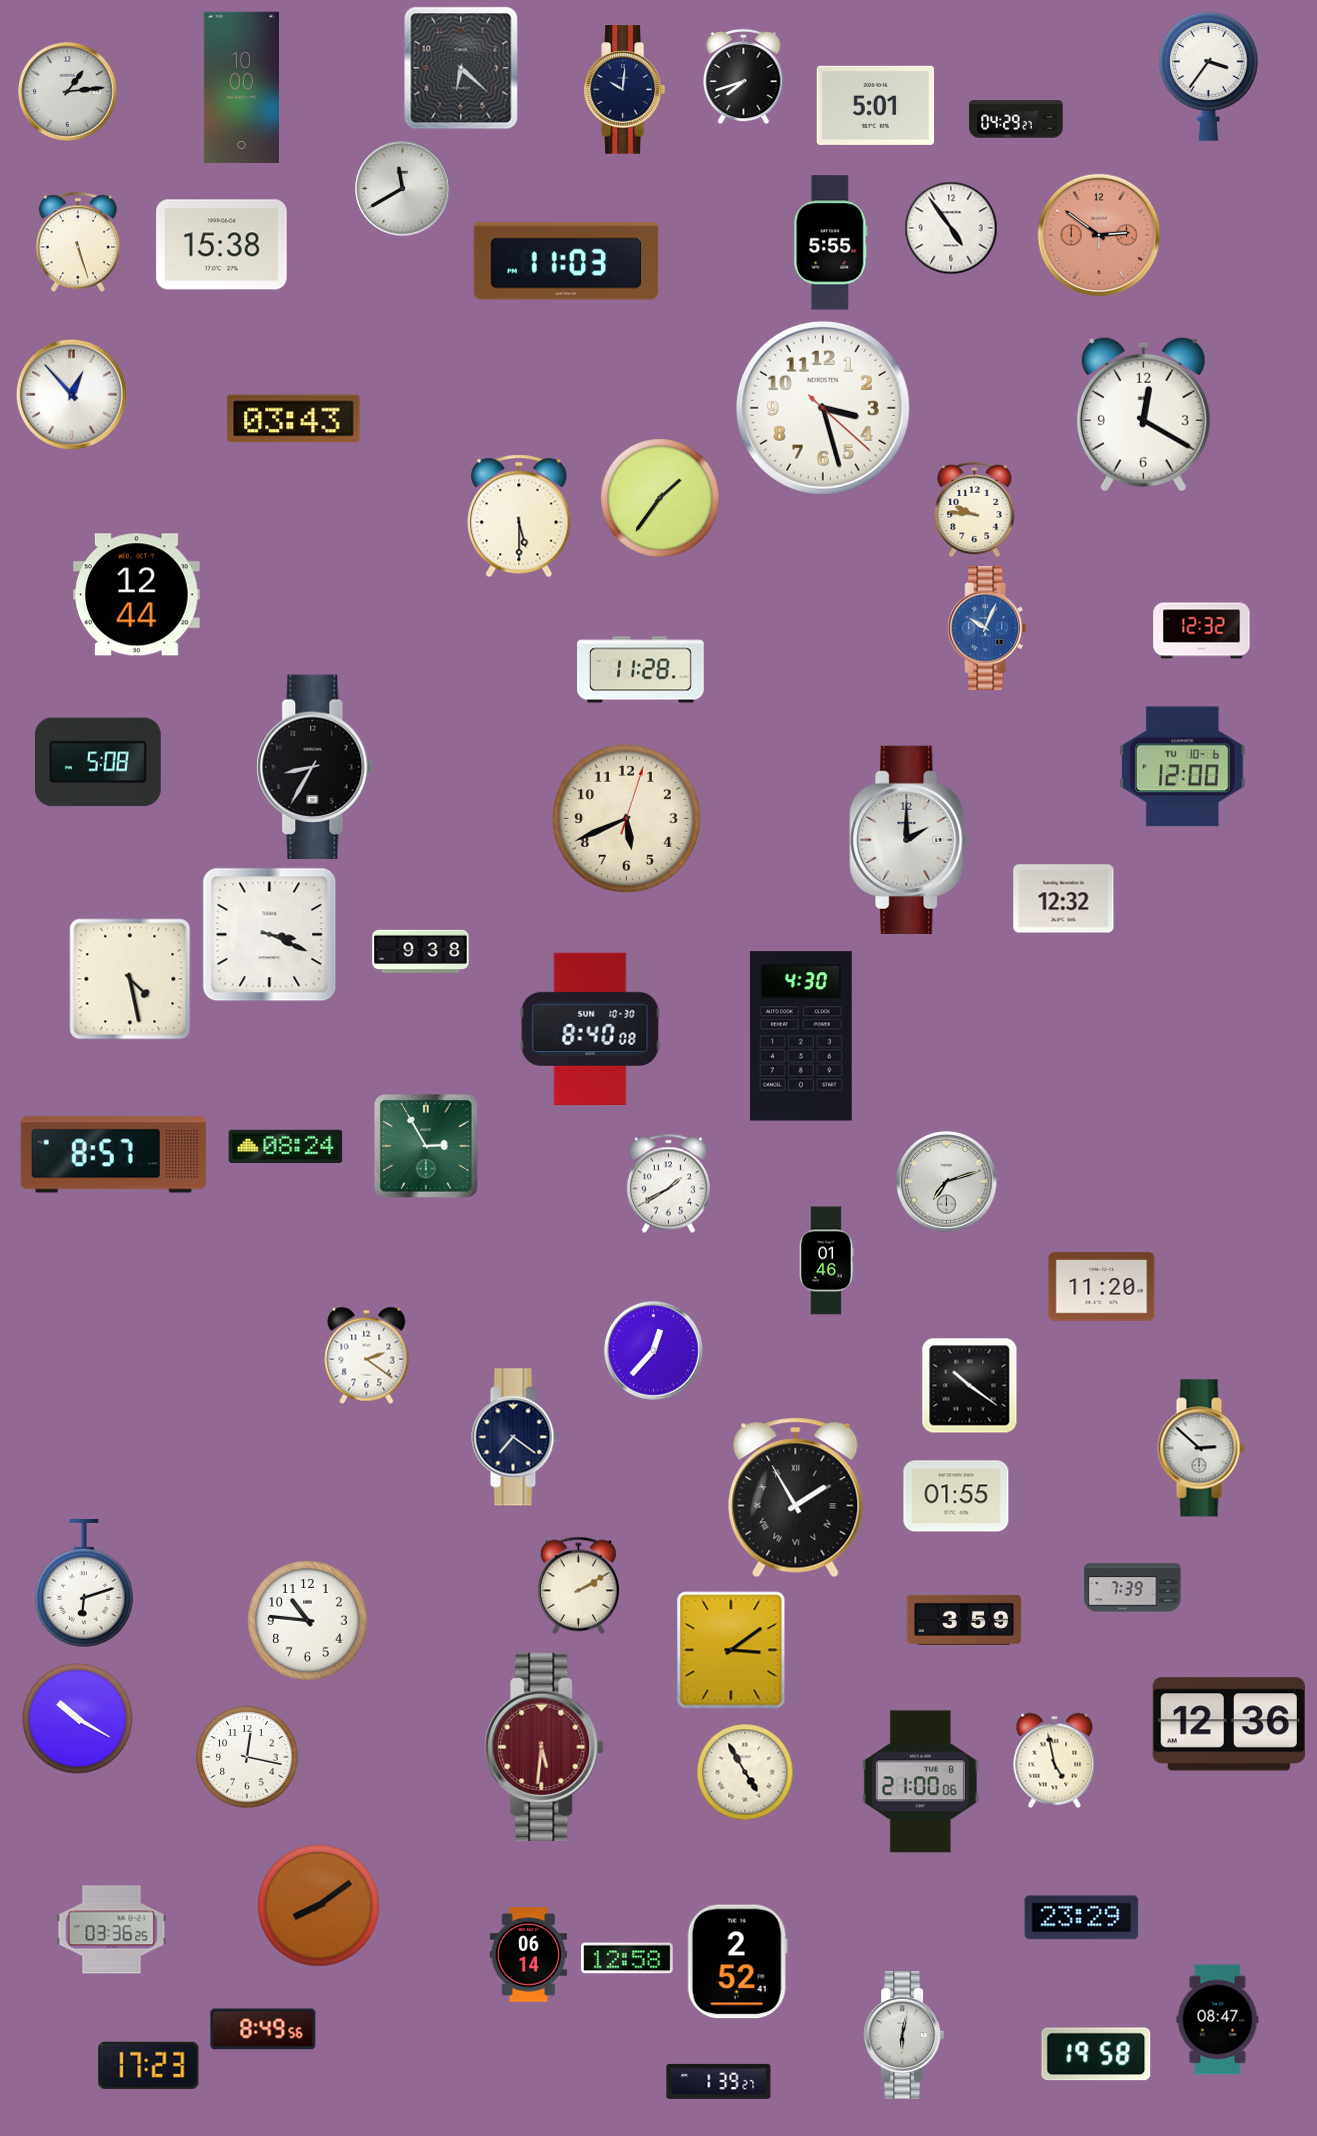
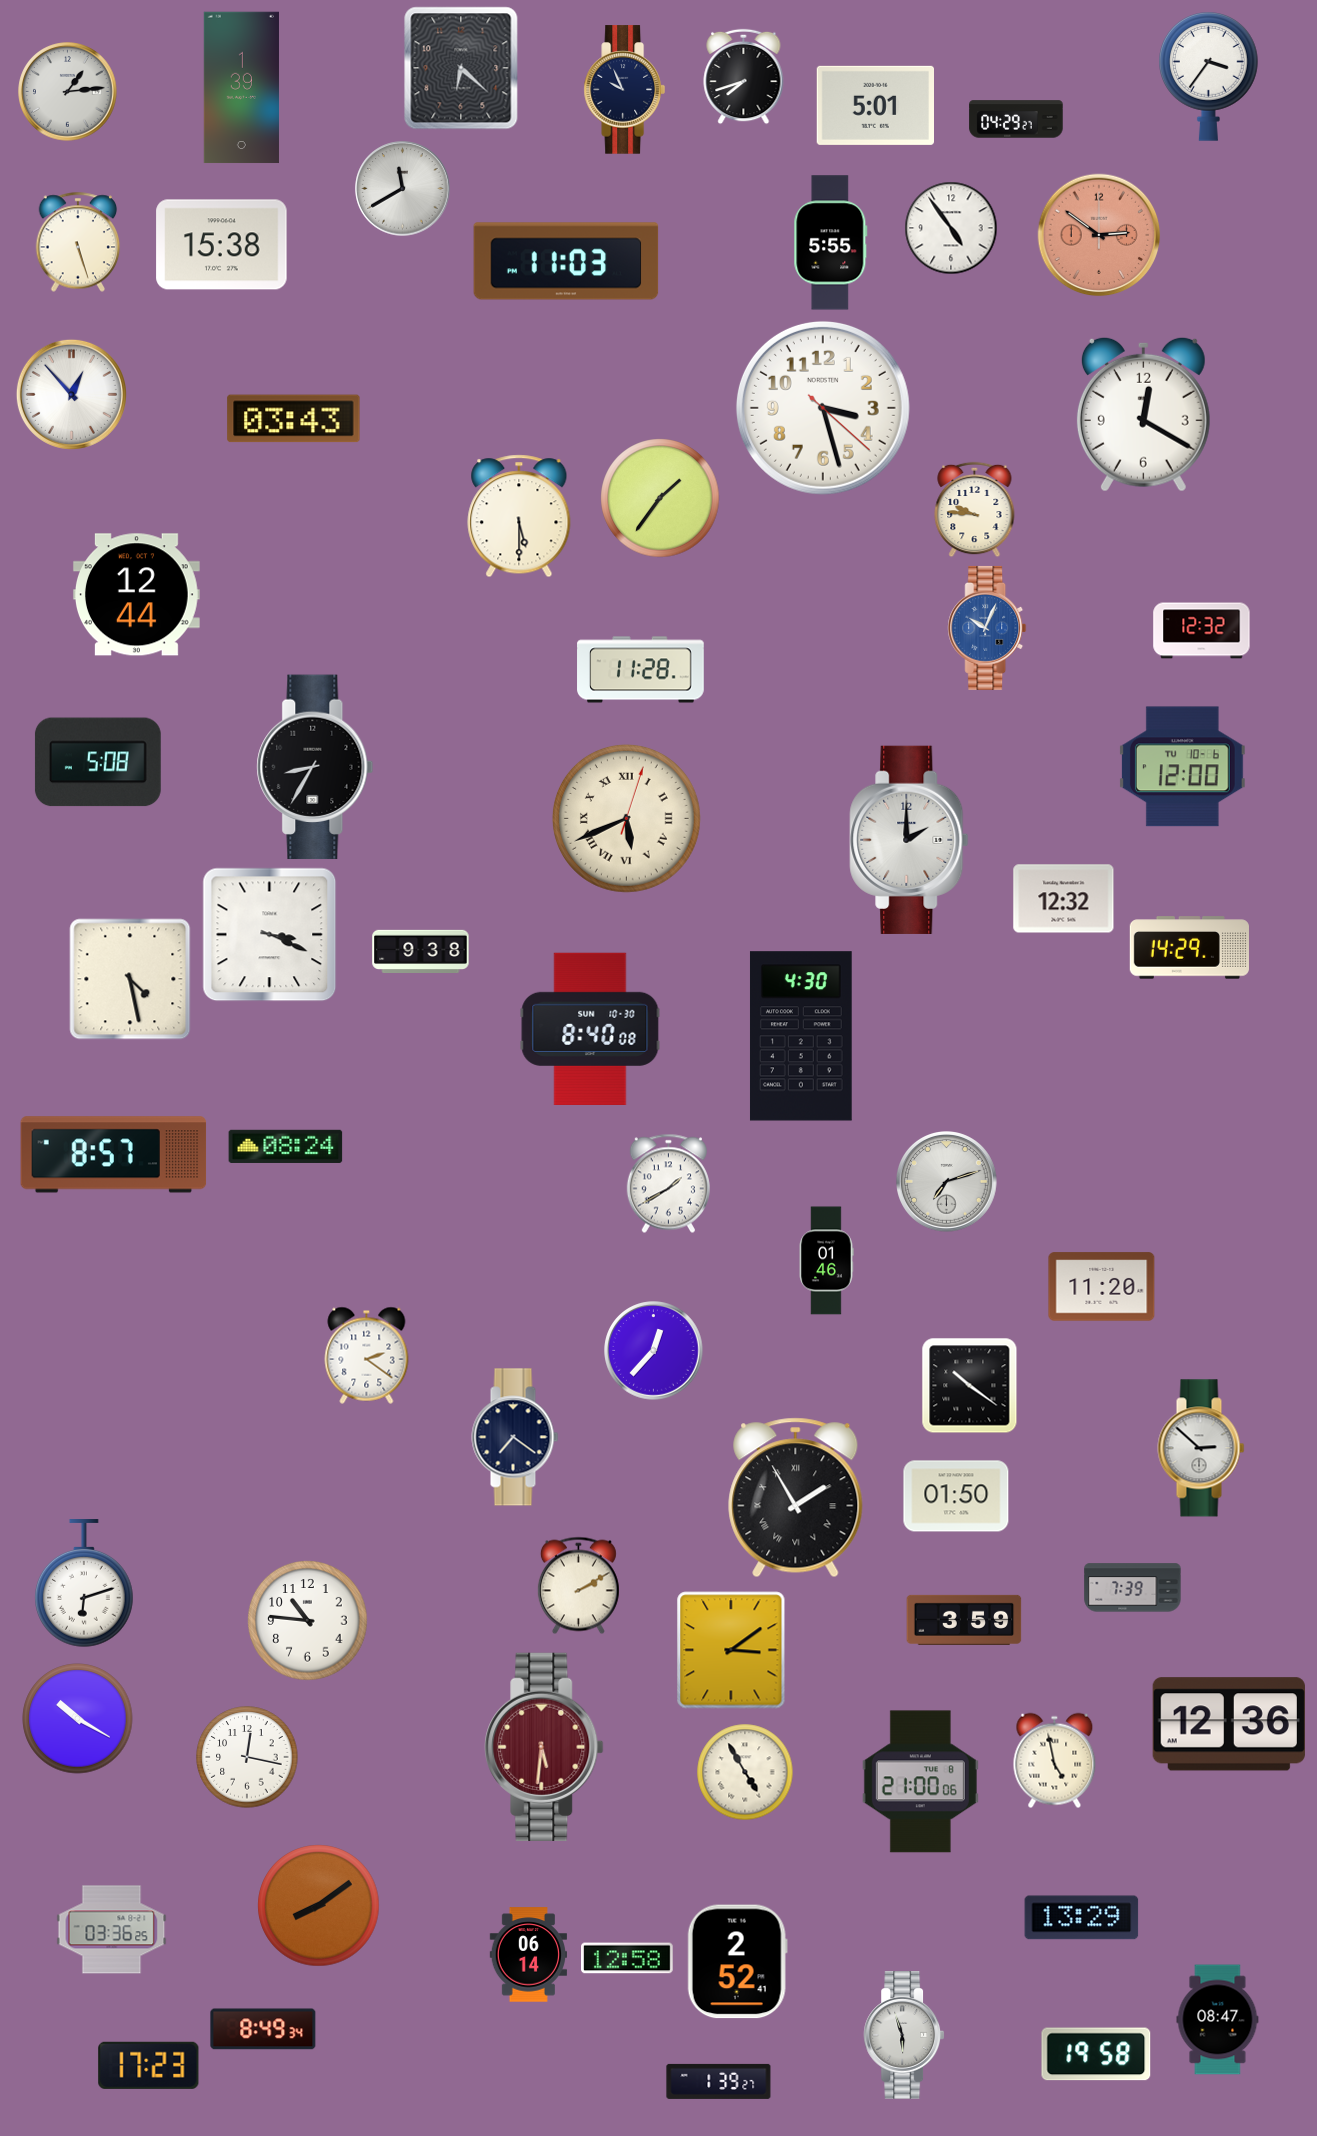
clock at (241, 88): 10:00 -> 1:39
clock at (624, 90): 10:01 -> 9:56
clock at (626, 818) numerals: Arabic -> Roman
clock at (1189, 948): none -> 14:29
clock at (427, 1147): 2:55 -> none
clock at (956, 1496): 01:55 -> 01:50
clock at (1082, 1918): 23:29 -> 13:29
clock at (263, 2029): 8:49:56 -> 8:49:34
clock at (904, 2035): 6:02 -> 5:57
